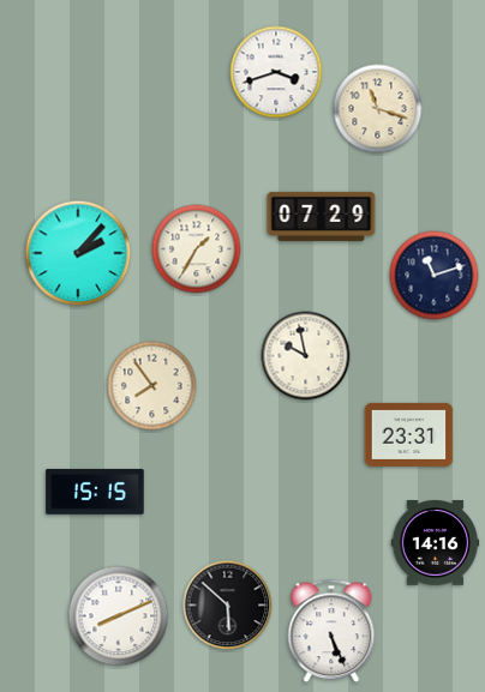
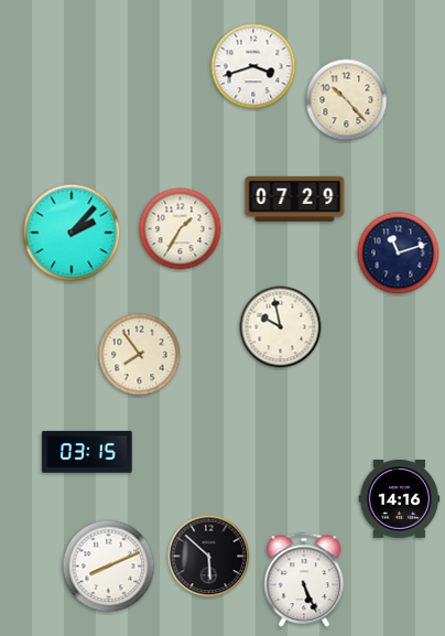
clock at (378, 109): 11:18 -> 10:23
clock at (409, 434): 23:31 -> none
clock at (95, 492): 15:15 -> 03:15
